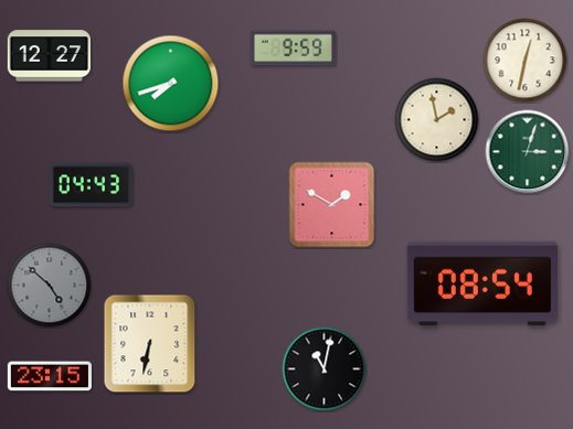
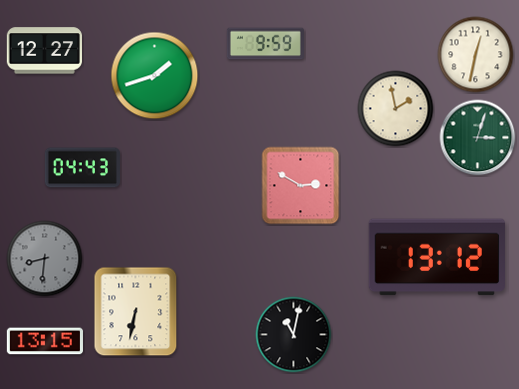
clock at (171, 84): 7:42 -> 1:42
clock at (332, 205): 1:50 -> 2:50
clock at (481, 283): 08:54 -> 13:12
clock at (50, 286): 4:52 -> 8:31
clock at (50, 376): 23:15 -> 13:15
